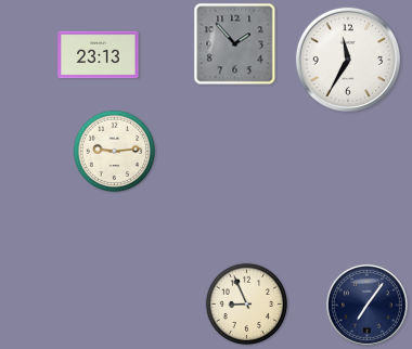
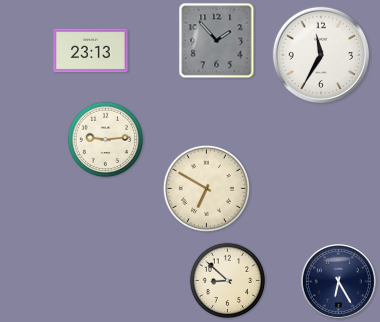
clock at (206, 188): none -> 6:50
clock at (247, 305): 8:56 -> 8:52
clock at (366, 305): 7:06 -> 6:25
